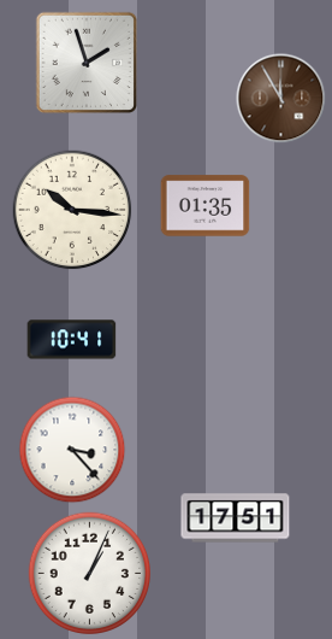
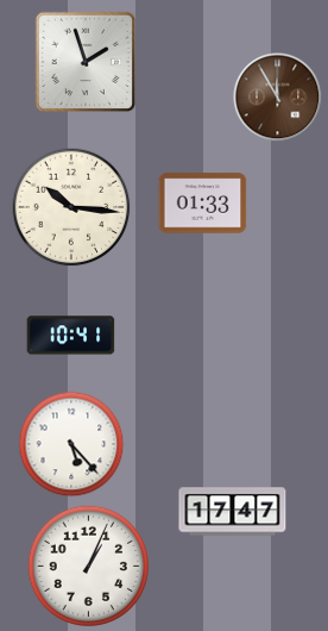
clock at (206, 206): 01:35 -> 01:33
clock at (72, 450): 3:23 -> 5:23
clock at (236, 518): 17:51 -> 17:47
